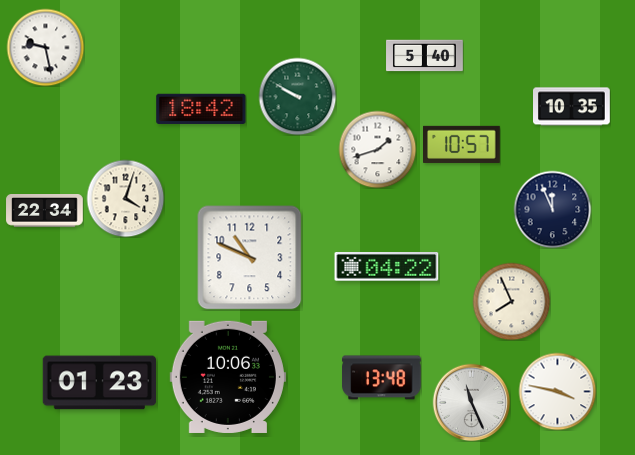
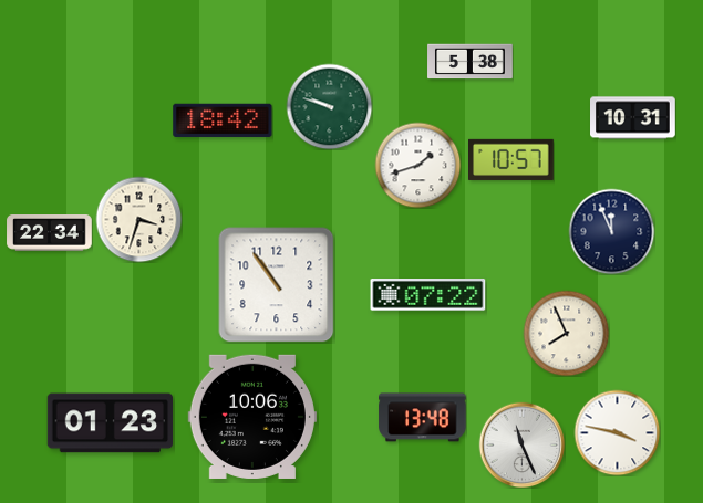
clock at (45, 47): 9:28 -> none
clock at (425, 56): 5:40 -> 5:38
clock at (297, 96): 9:50 -> 9:48
clock at (572, 107): 10:35 -> 10:31
clock at (125, 198): 4:03 -> 3:33
clock at (249, 257): 10:49 -> 10:54
clock at (387, 267): 04:22 -> 07:22
